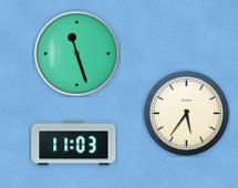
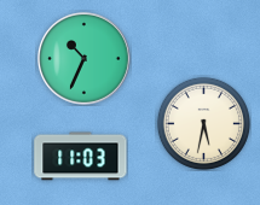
clock at (77, 54): 11:27 -> 10:34
clock at (186, 113): 5:36 -> 5:32
